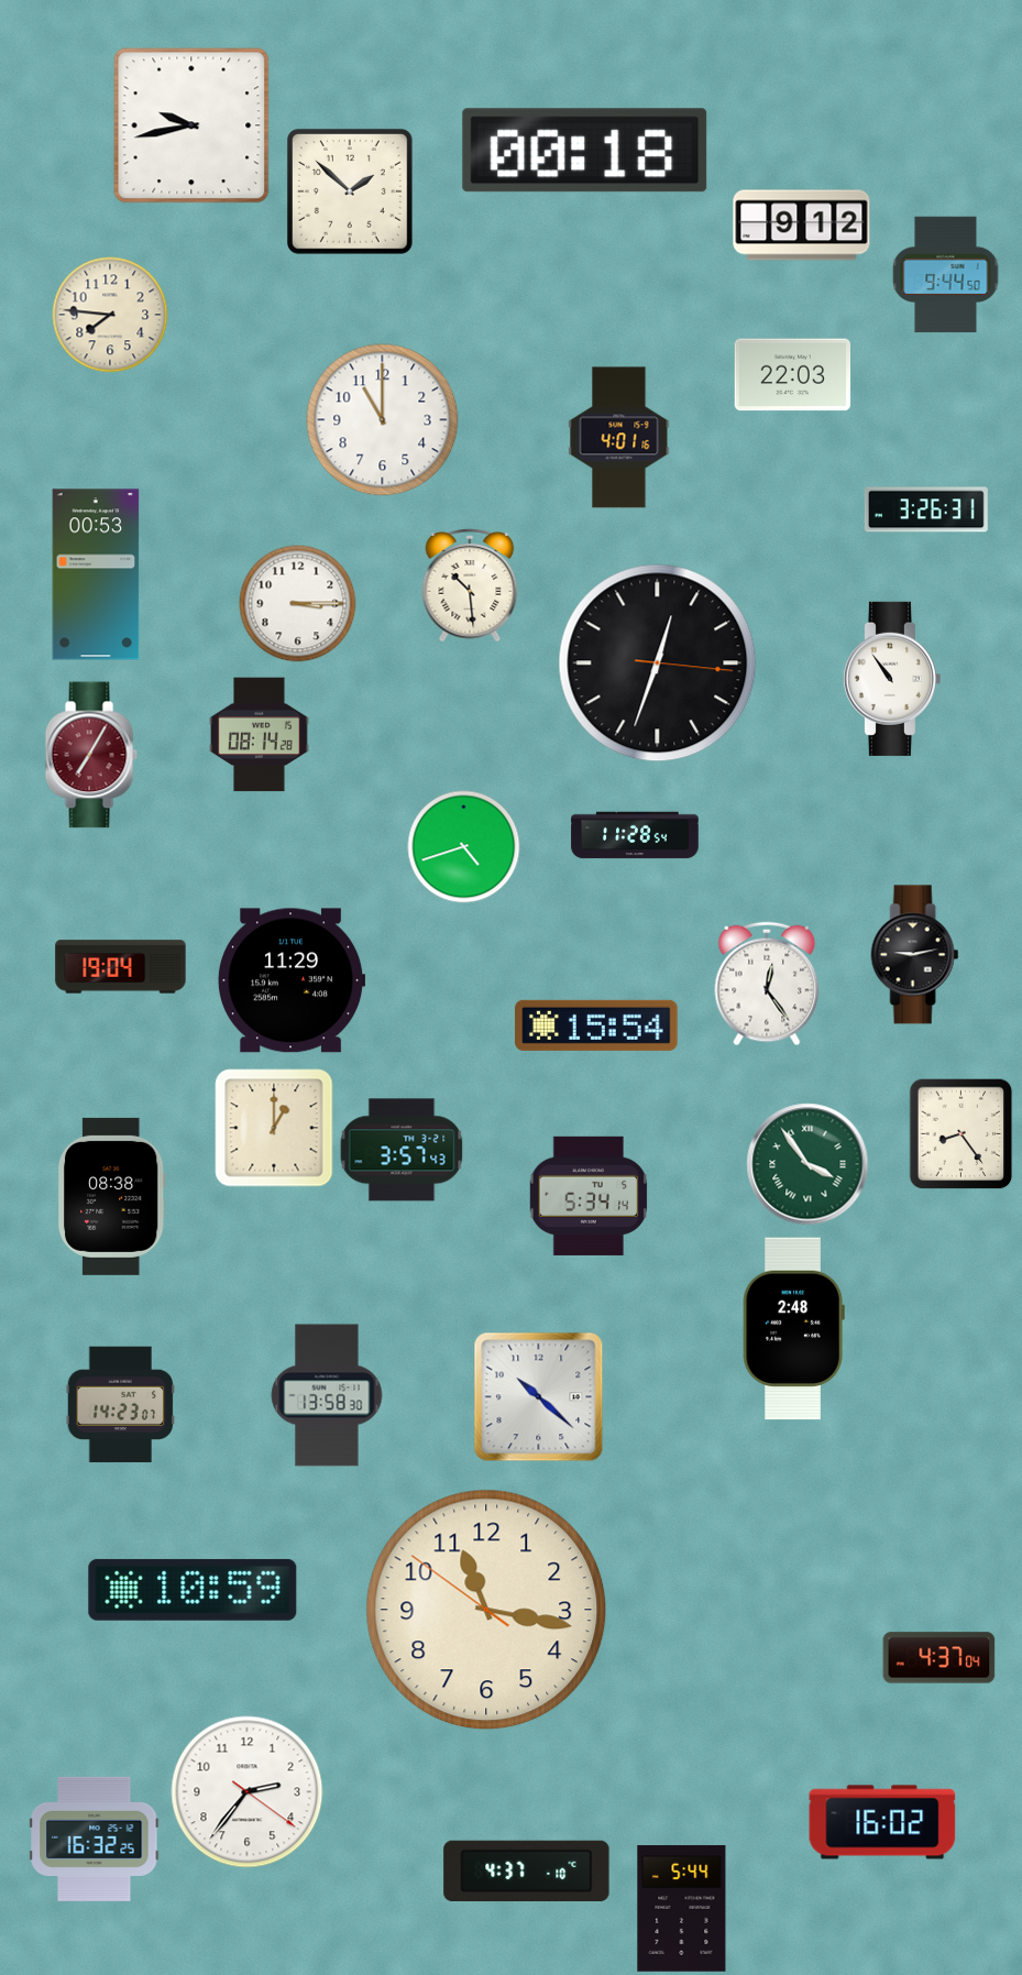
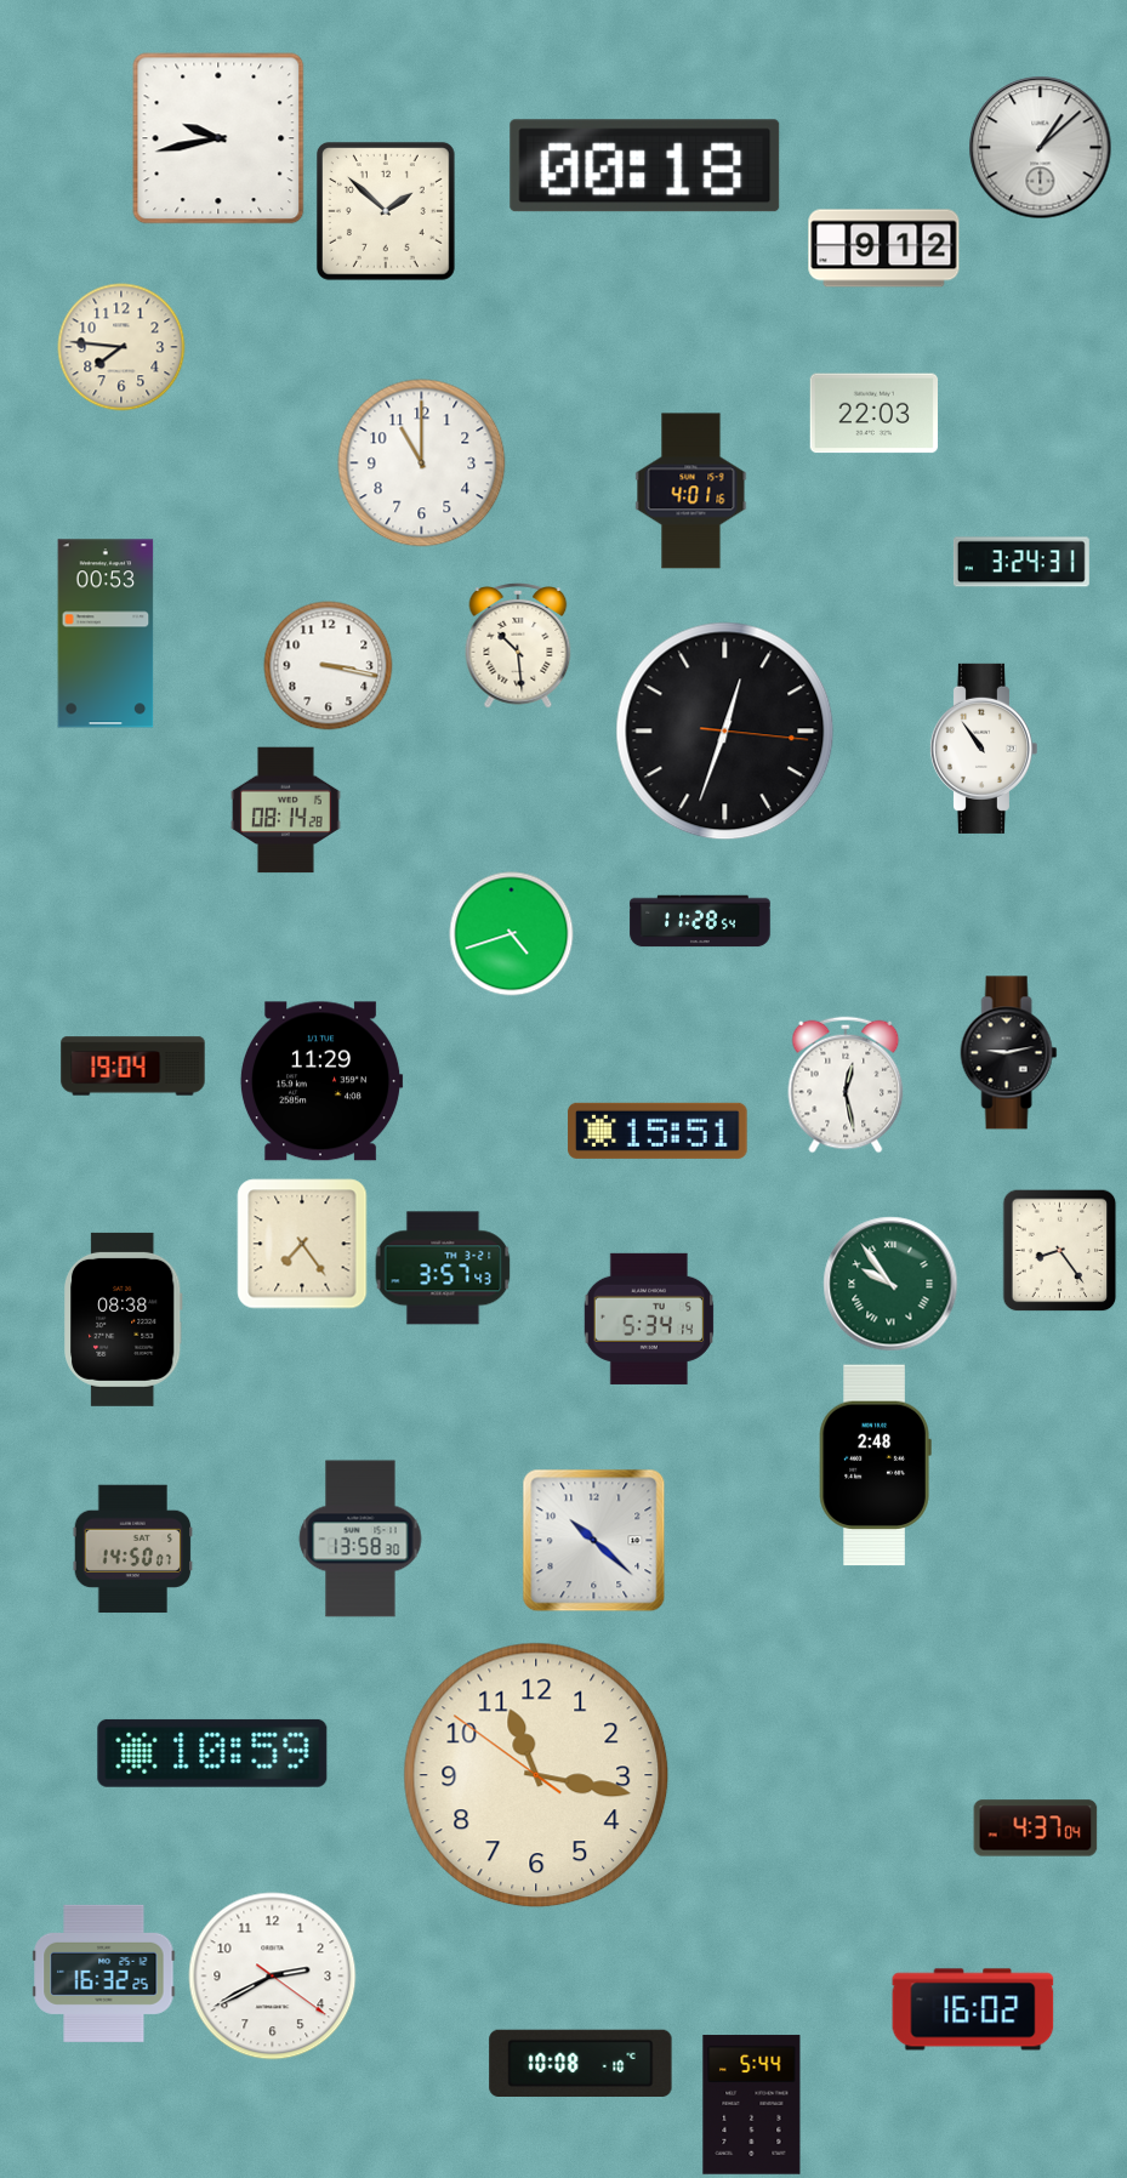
clock at (191, 125) position: (191, 125) -> (218, 138)
clock at (1041, 148): none -> 1:08
clock at (946, 275): 9:44 -> none
clock at (619, 438) position: (619, 438) -> (691, 491)
clock at (926, 509): 3:26 -> 3:24
clock at (298, 604): 3:15 -> 3:17
clock at (91, 755): 7:05 -> none
clock at (767, 984): 12:24 -> 12:28
clock at (596, 1025): 15:54 -> 15:51
clock at (274, 1128): 1:00 -> 7:24
clock at (807, 1164): 3:54 -> 9:54
clock at (121, 1405): 14:23 -> 14:50
clock at (248, 1792): 2:36 -> 2:40
clock at (95, 1839) position: (95, 1839) -> (104, 1973)
clock at (527, 1870): 4:37 -> 10:08
